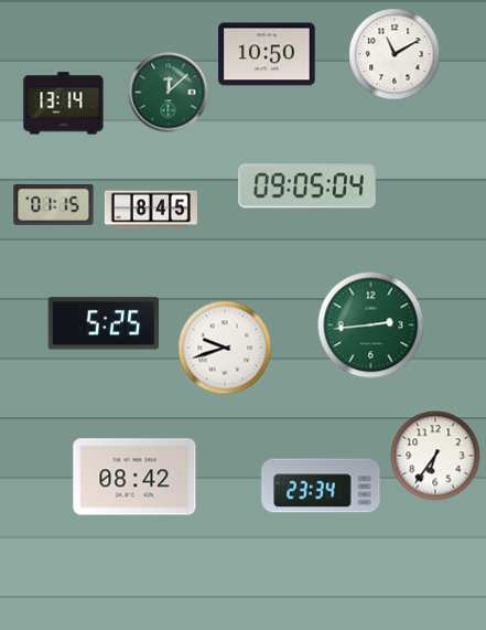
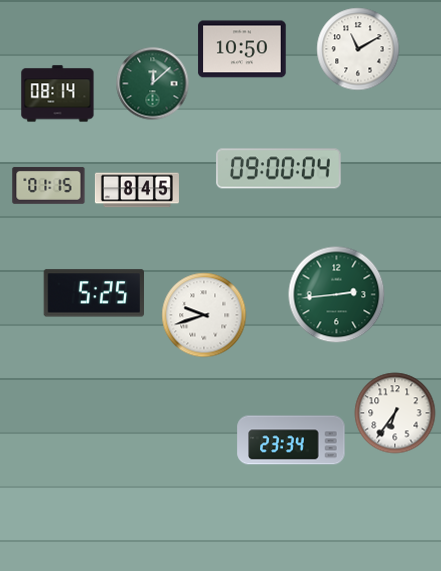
clock at (64, 104): 13:14 -> 08:14
clock at (307, 186): 09:05 -> 09:00
clock at (134, 477): 08:42 -> none
